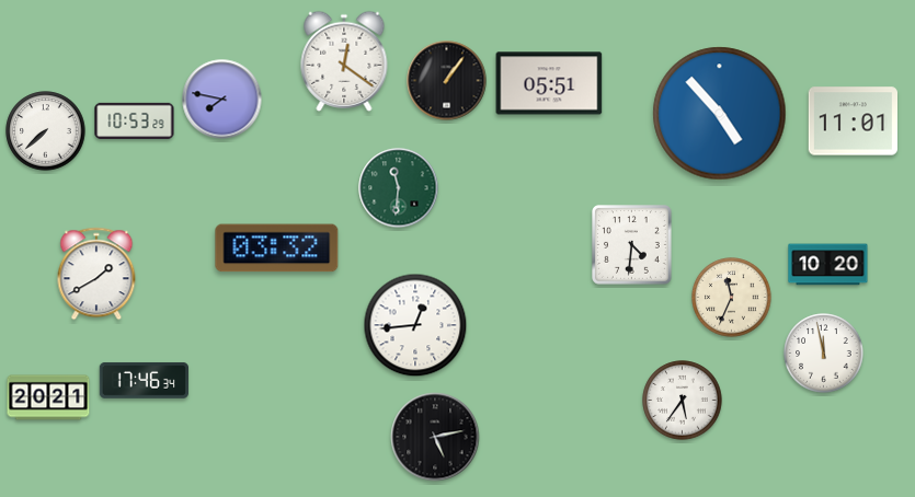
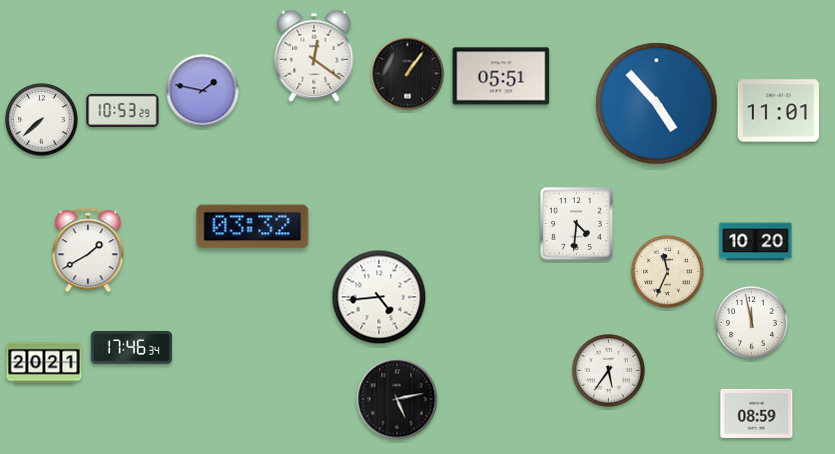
clock at (222, 100): 7:47 -> 1:47
clock at (399, 188): 11:31 -> none
clock at (415, 325): 12:44 -> 4:44
clock at (683, 401) position: (683, 401) -> (609, 371)
clock at (757, 413): none -> 08:59
